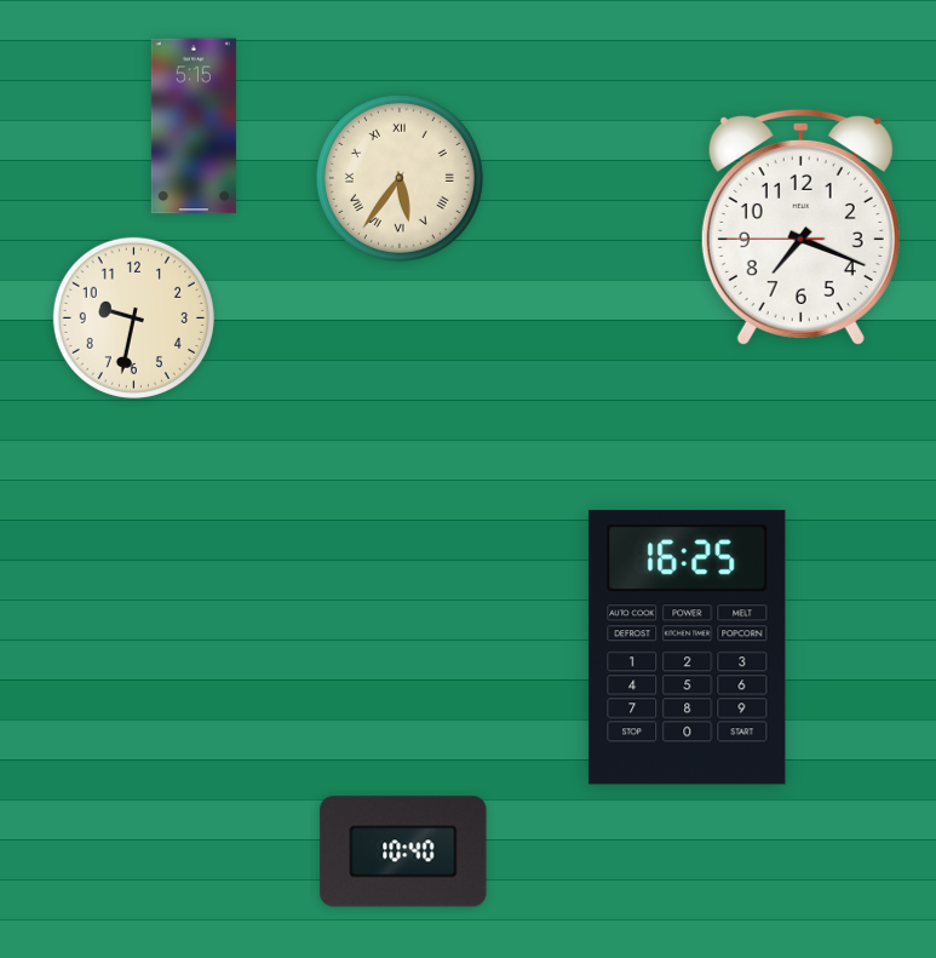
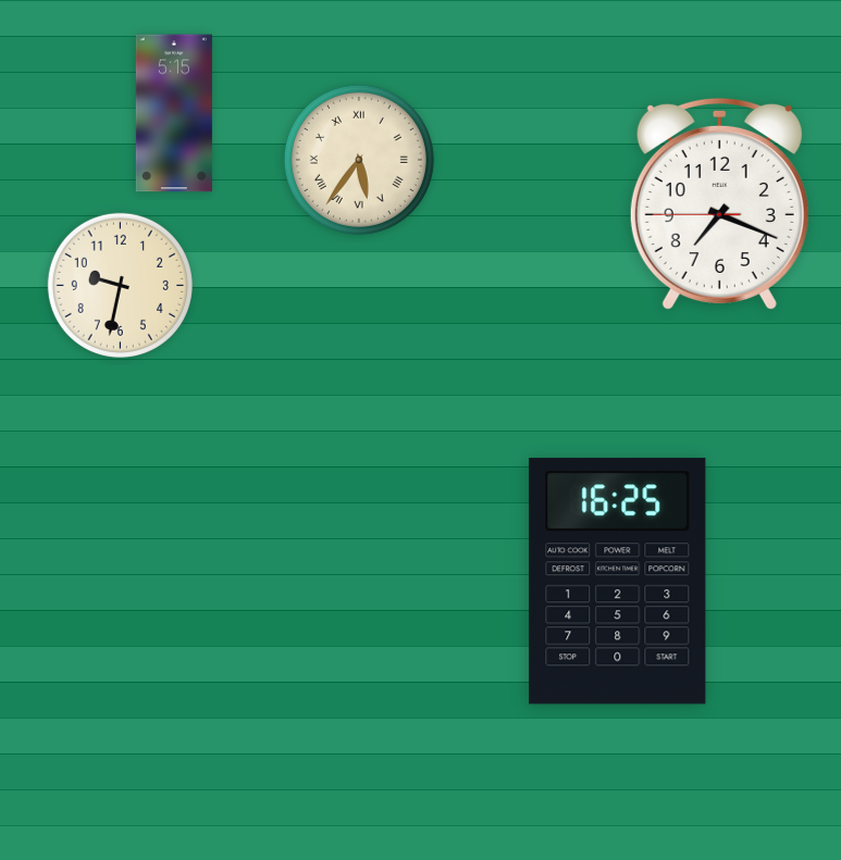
clock at (403, 851): 10:40 -> none
